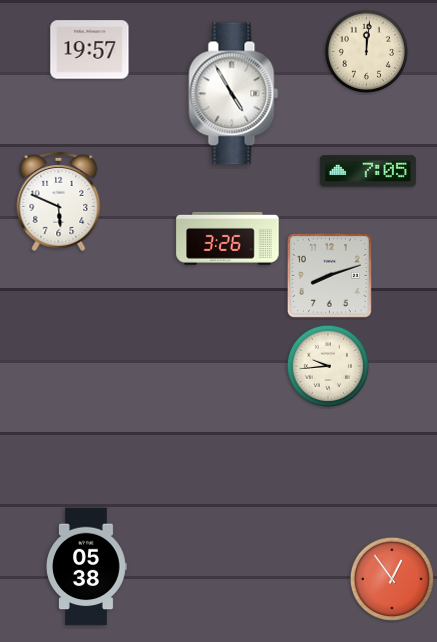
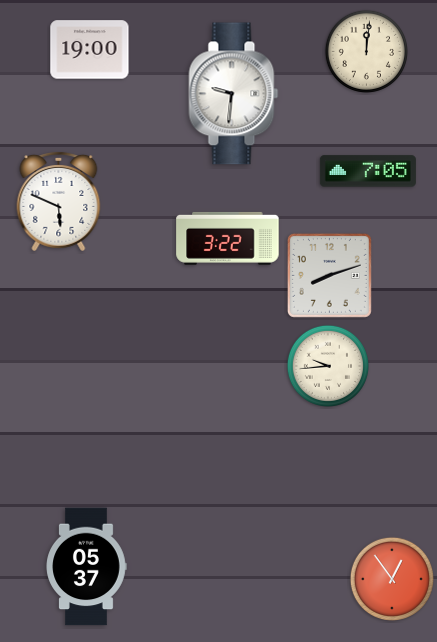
clock at (90, 50): 19:57 -> 19:00
clock at (234, 94): 4:55 -> 9:31
clock at (228, 238): 3:26 -> 3:22
clock at (86, 567): 05:38 -> 05:37
